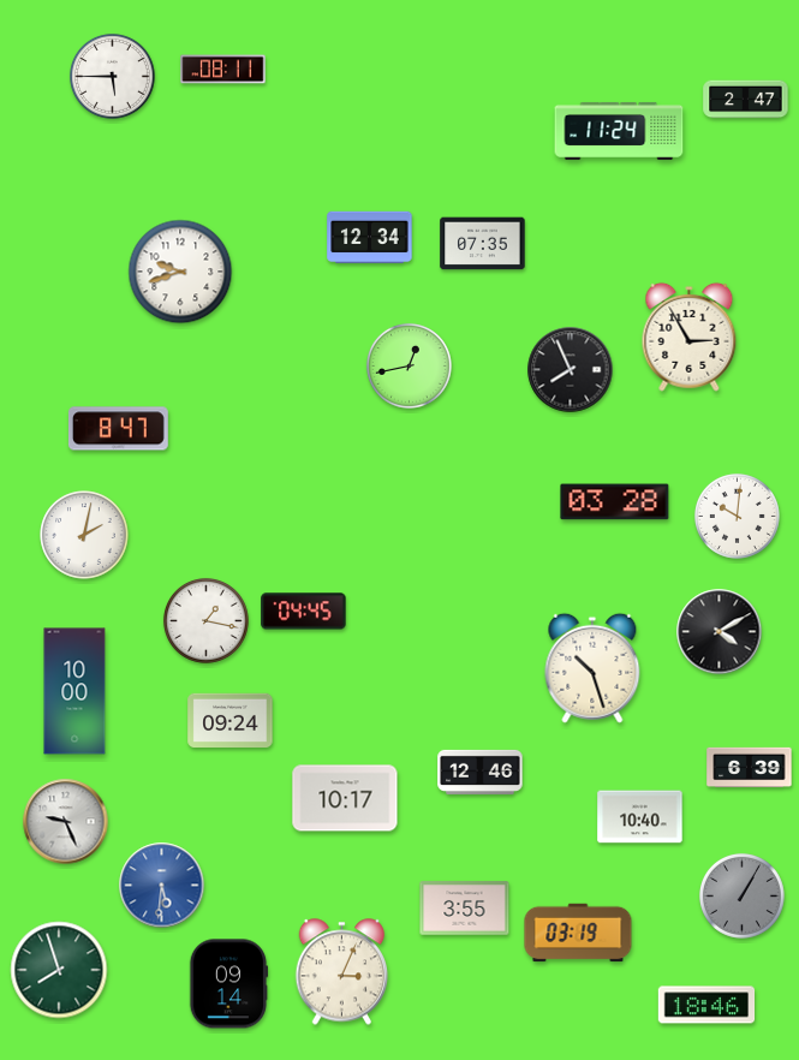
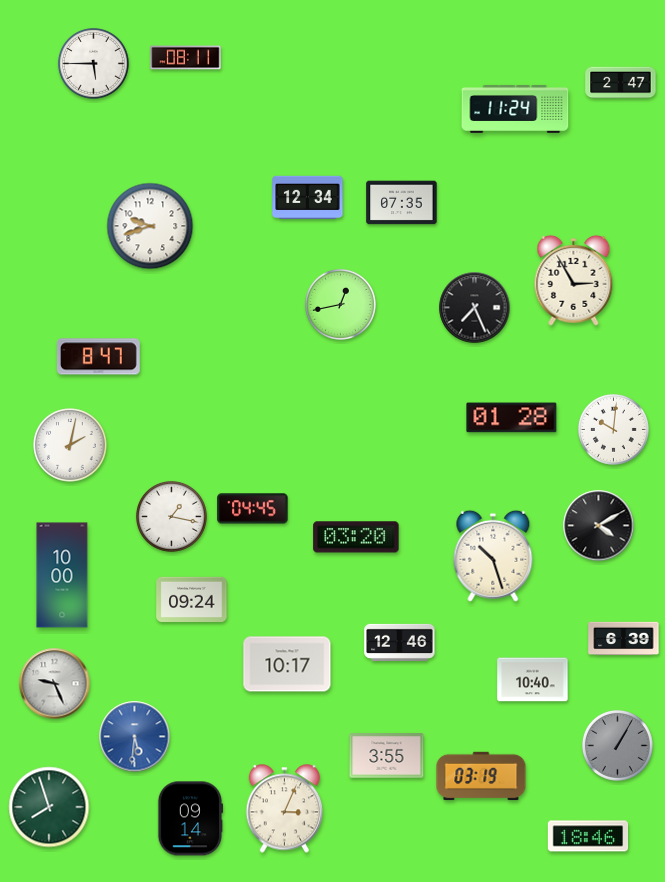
clock at (571, 370): 7:56 -> 7:26
clock at (615, 502): 03:28 -> 01:28
clock at (356, 537): none -> 03:20
